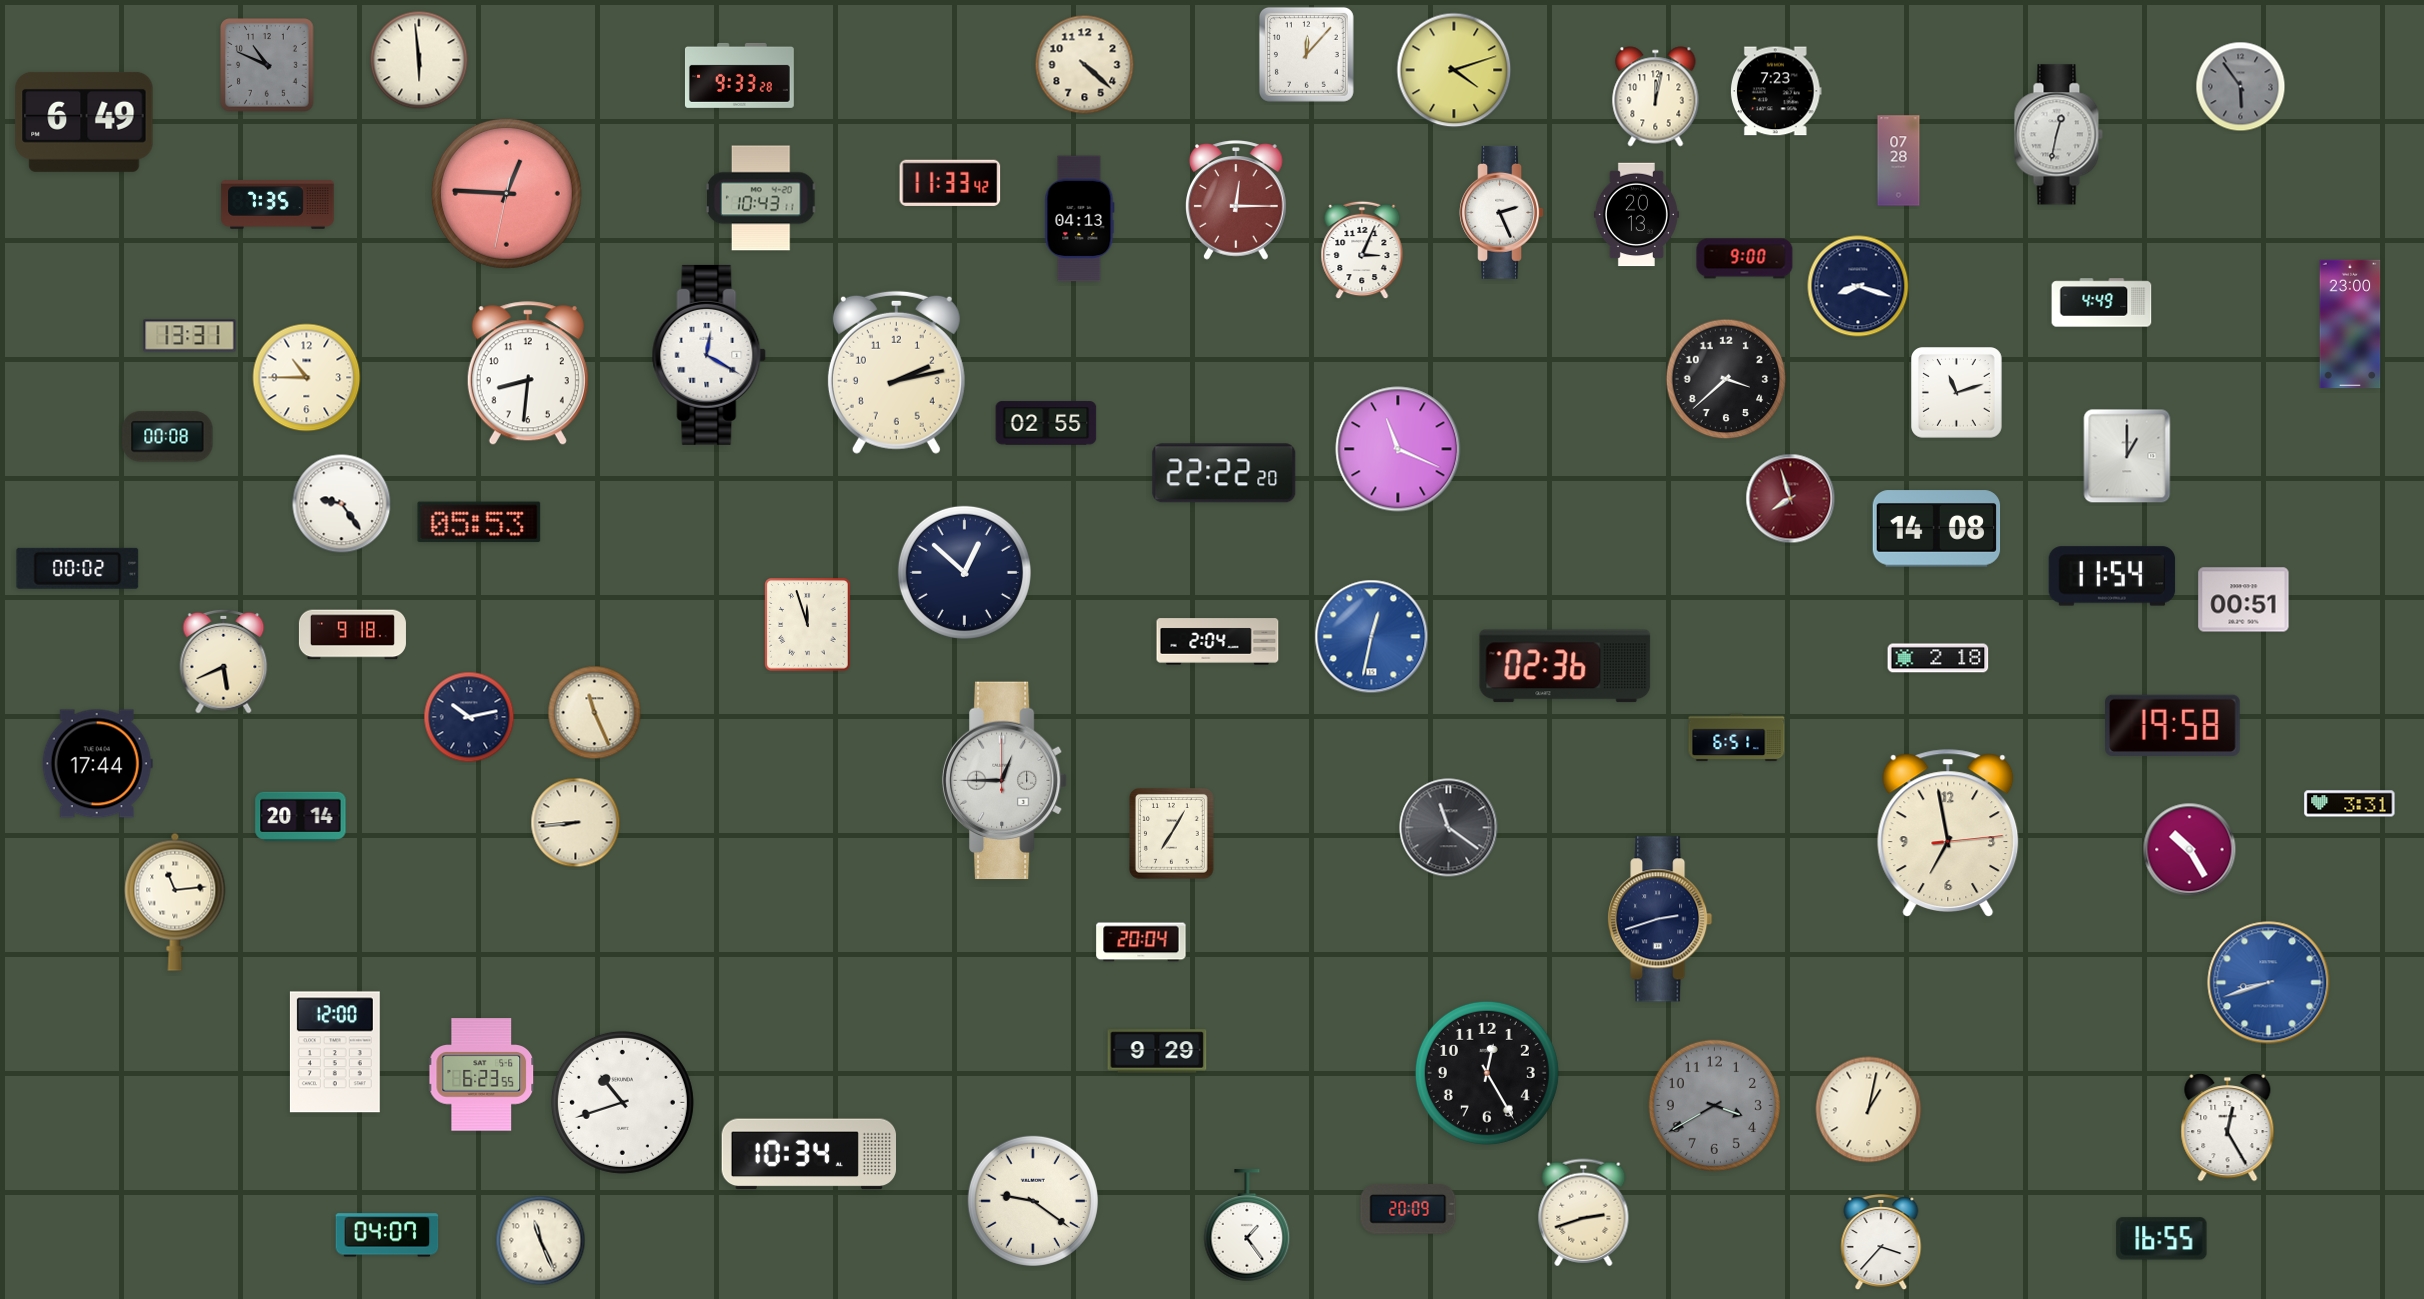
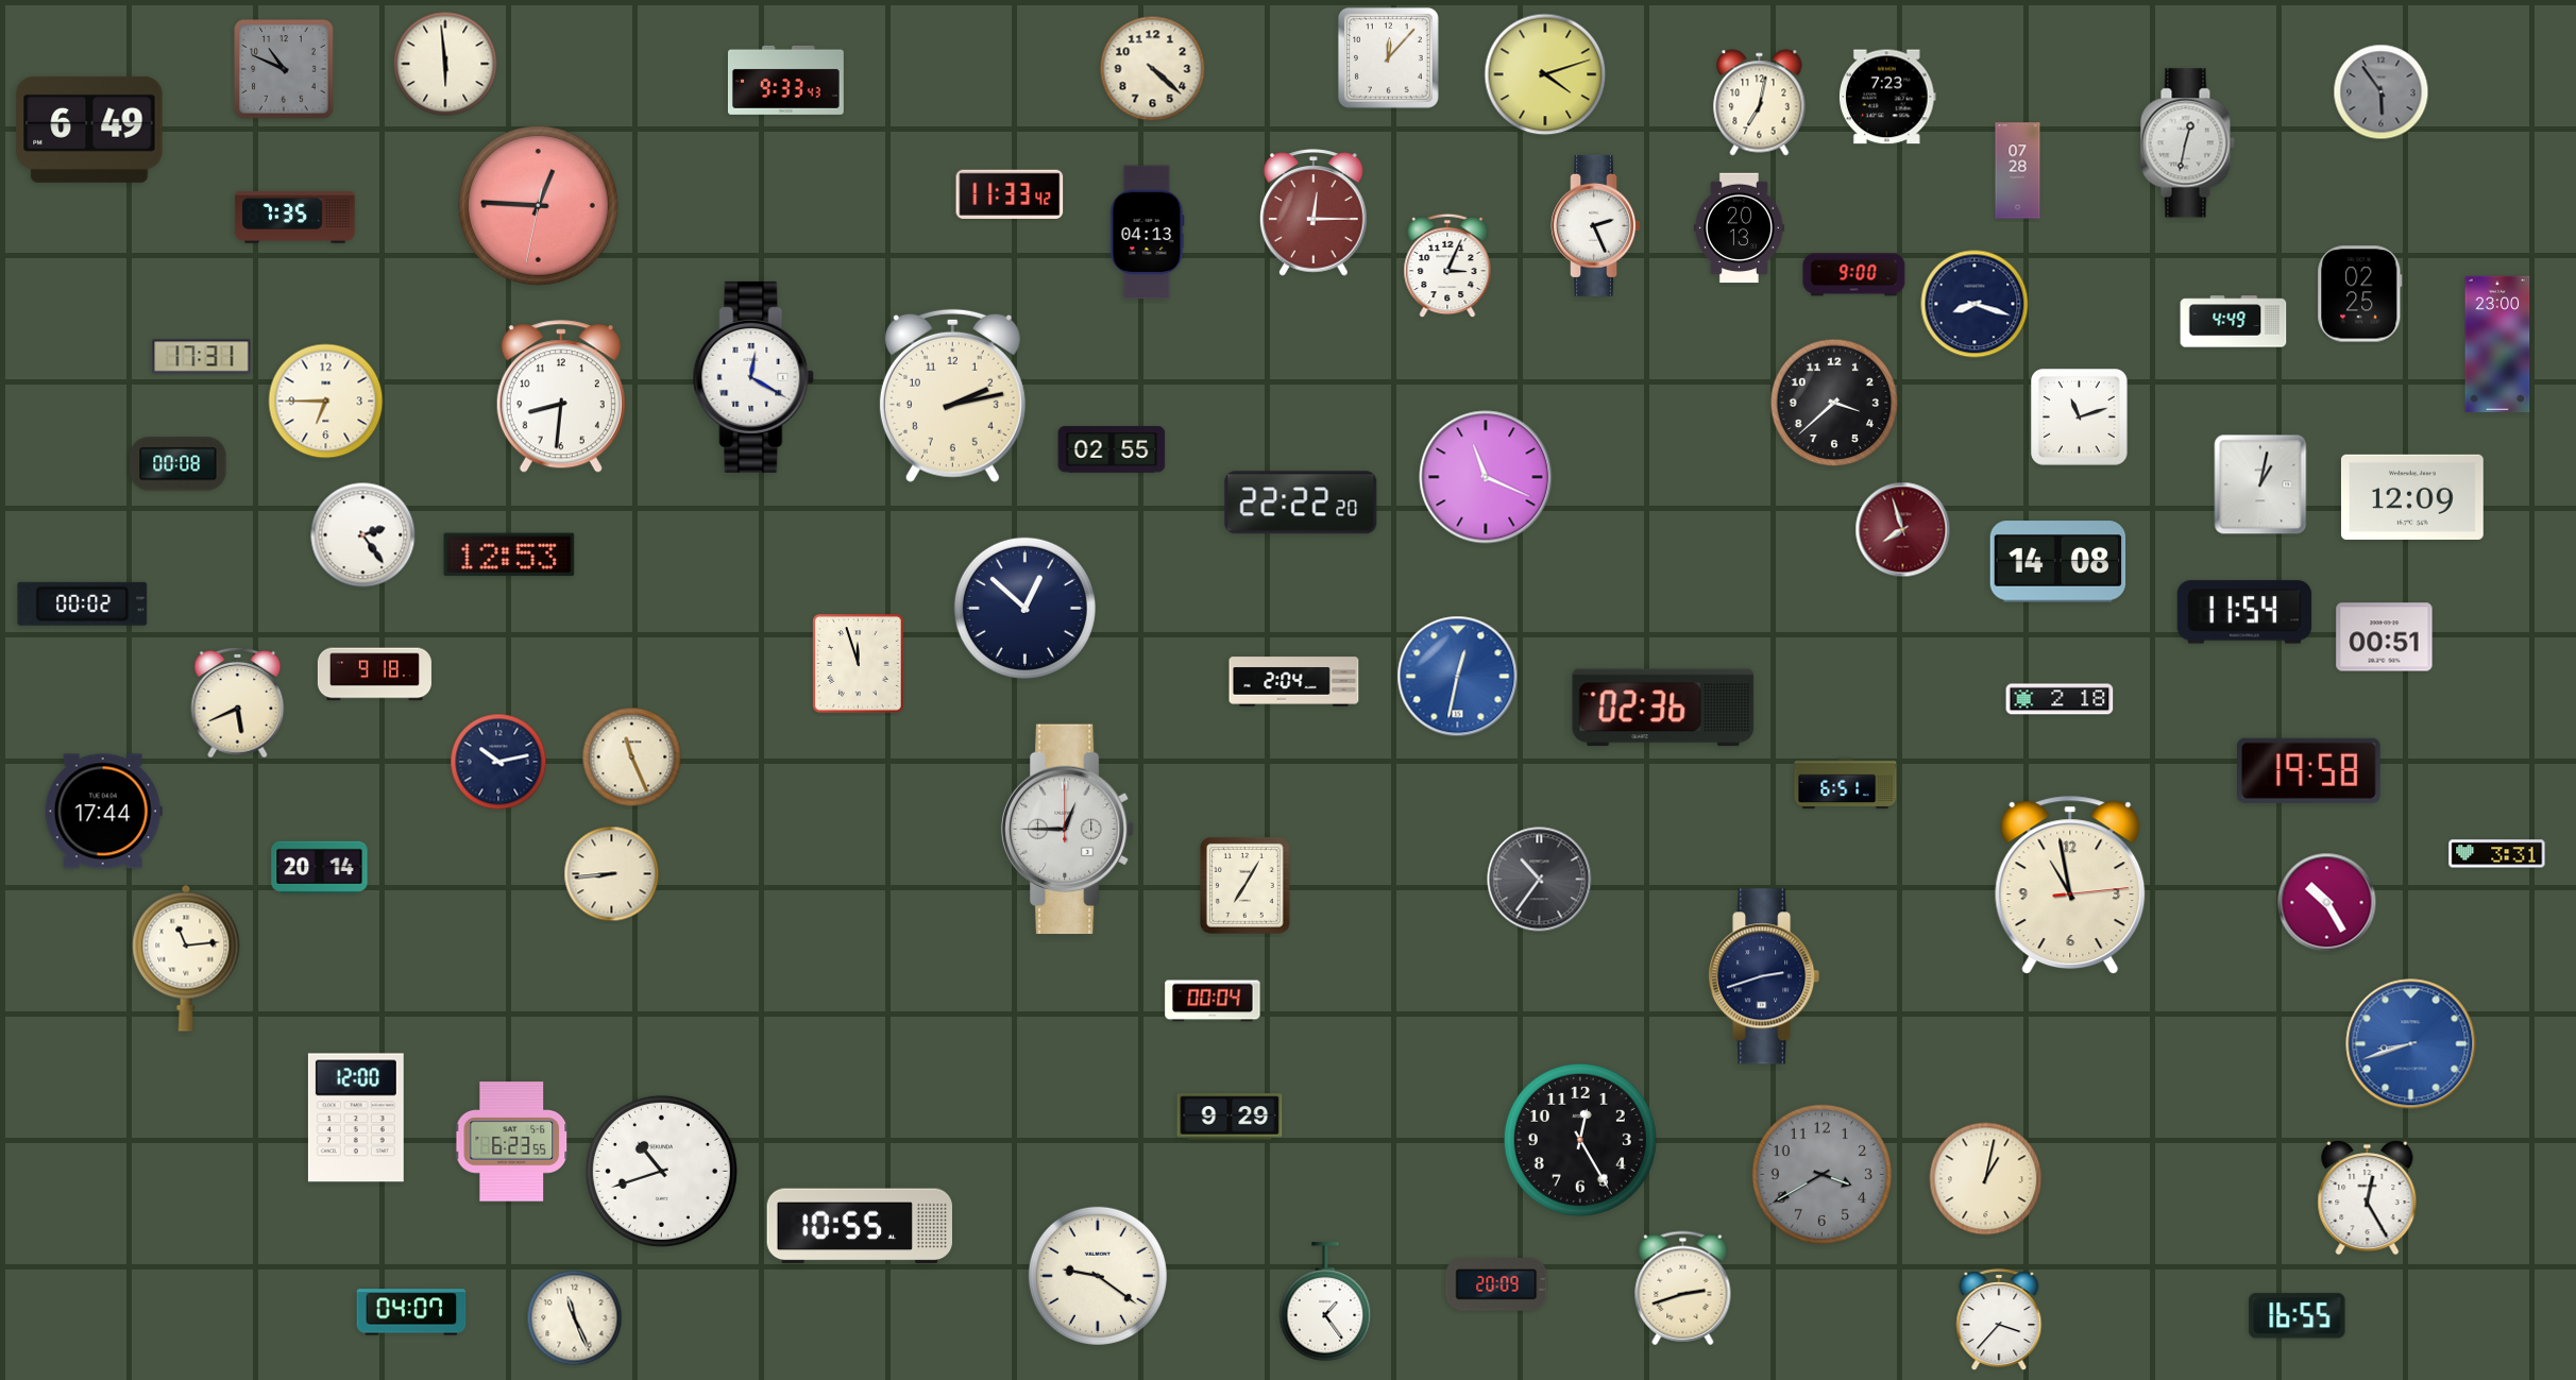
clock at (739, 75): 9:33:28 -> 9:33:43
clock at (1656, 97): 12:02 -> 7:02
clock at (762, 198): 10:43 -> none
clock at (2360, 294): none -> 02:25
clock at (190, 336): 13:31 -> 17:31
clock at (307, 378): 10:45 -> 6:45
clock at (2127, 456): 1:00 -> 1:02
clock at (2412, 497): none -> 12:09
clock at (342, 504): 9:24 -> 2:24
clock at (479, 522): 05:53 -> 12:53
clock at (1449, 828): 11:21 -> 10:36
clock at (1948, 833): 6:58 -> 10:58
clock at (1141, 942): 20:04 -> 00:04
clock at (808, 1154): 10:34 -> 10:55
